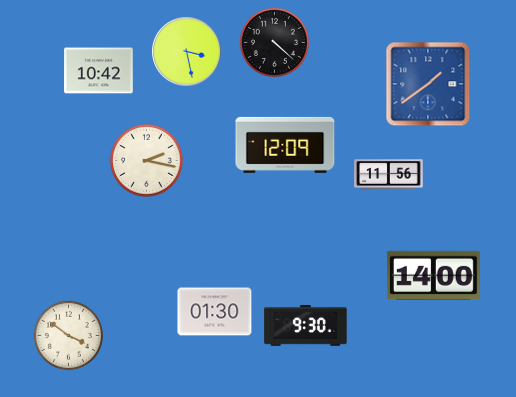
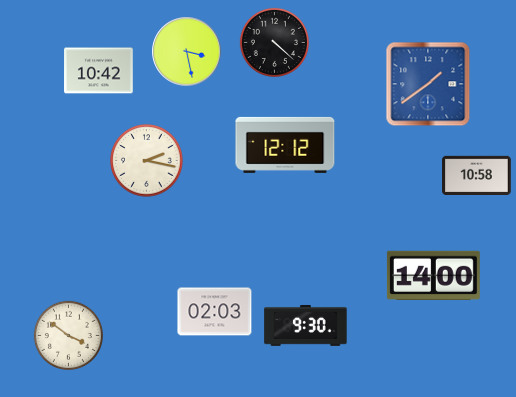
clock at (285, 145): 12:09 -> 12:12
clock at (389, 175): 11:56 -> none
clock at (477, 175): none -> 10:58
clock at (215, 312): 01:30 -> 02:03
